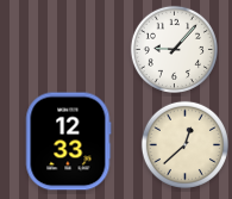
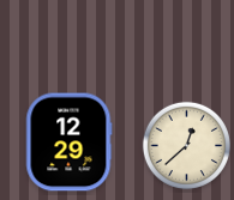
clock at (174, 49): 9:07 -> none
clock at (68, 142): 12:33 -> 12:29
